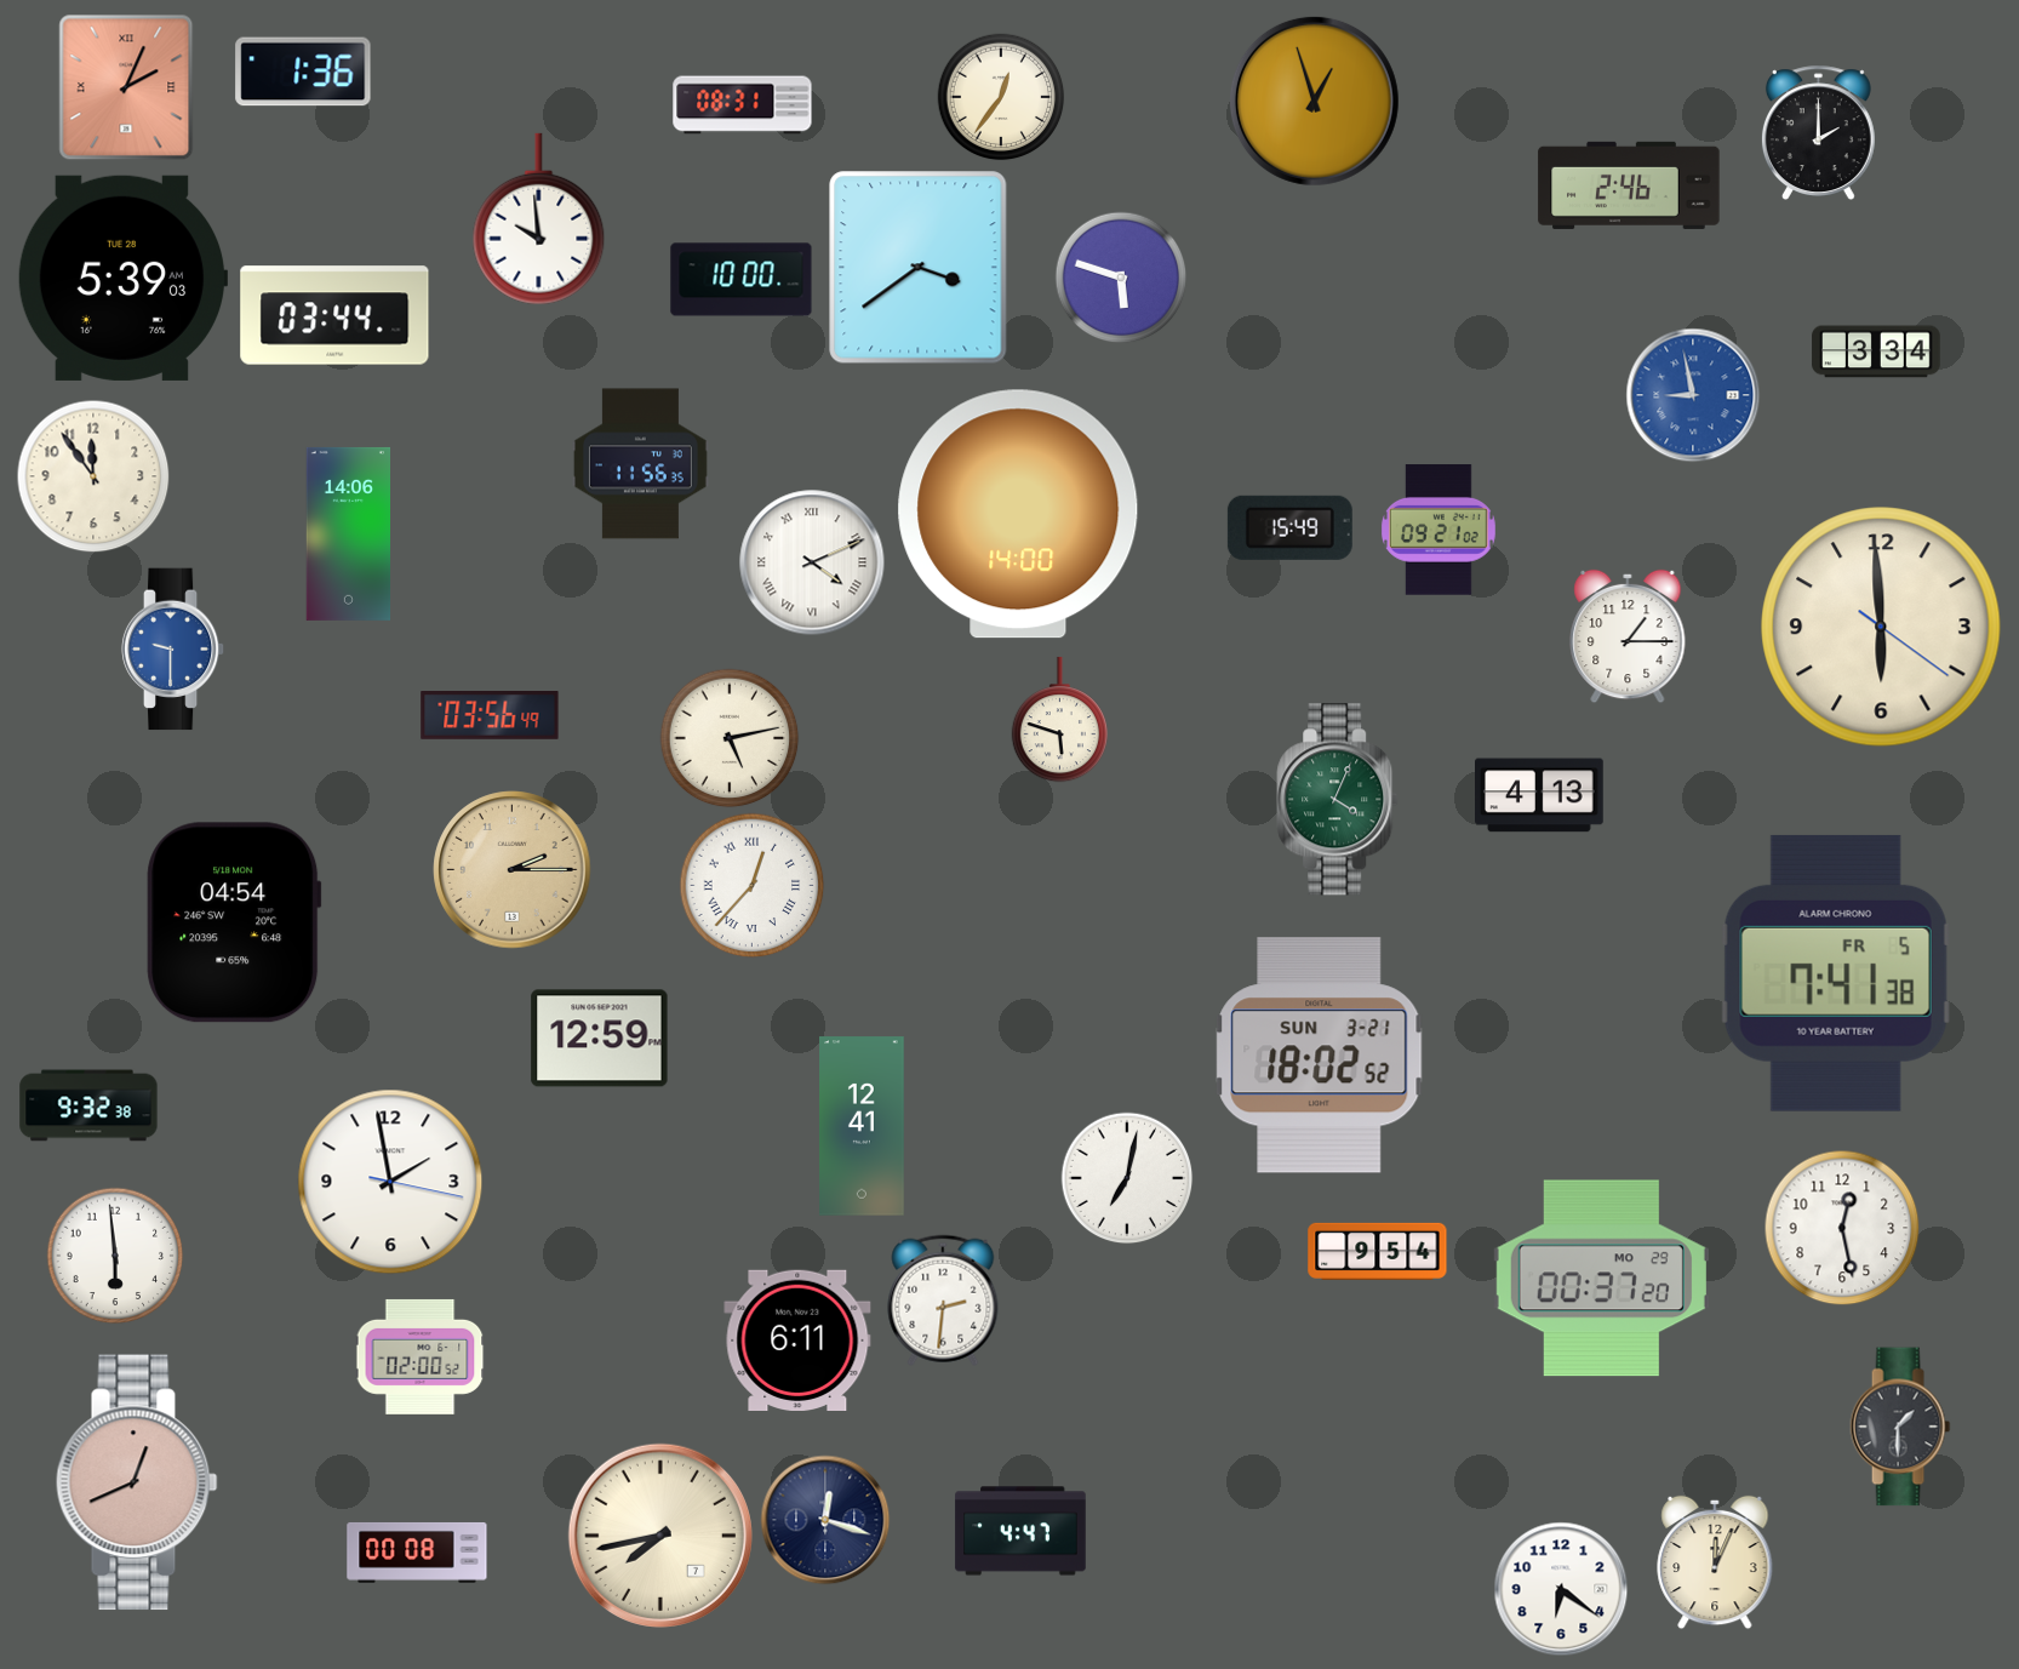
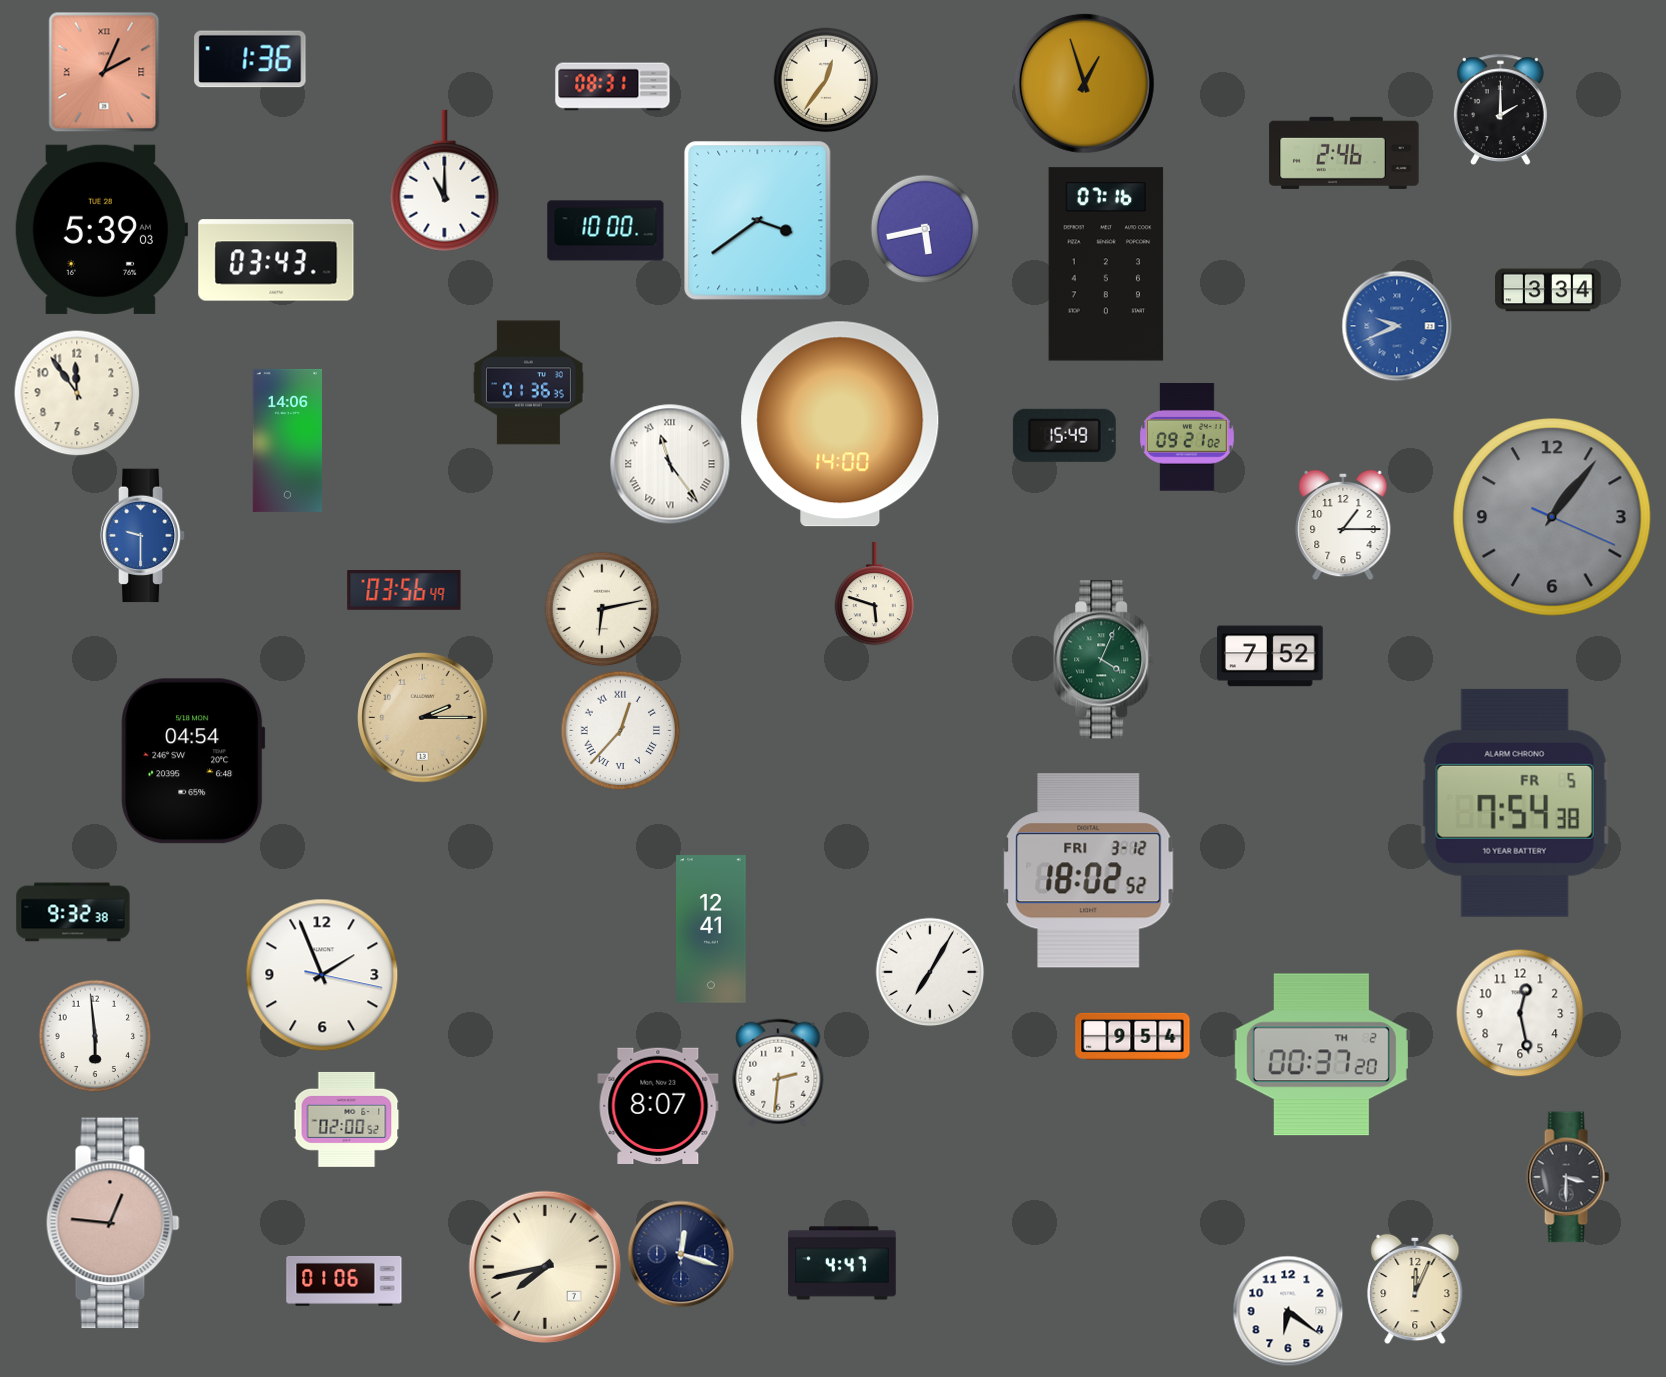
clock at (539, 219): 9:59 -> 11:00
clock at (1121, 278): 5:48 -> 5:43
clock at (742, 280) position: (742, 280) -> (606, 231)
clock at (334, 315): 03:44 -> 03:43
clock at (1106, 264): none -> 07:16
clock at (1693, 395): 8:58 -> 9:41
clock at (640, 464): 11:56 -> 01:36
clock at (812, 562): 4:11 -> 11:24
clock at (1881, 627): 5:59 -> 1:06
clock at (1881, 627) dial: cream -> grey
clock at (730, 738): 5:13 -> 6:13
clock at (1540, 795): 4:13 -> 7:52
clock at (1836, 973): 7:41 -> 7:54
clock at (600, 1039): 12:59 -> none
clock at (1320, 1056) date: SUN 3-21 -> FRI 3-12
clock at (1127, 1178): 7:02 -> 7:05
clock at (390, 1182): 1:58 -> 1:56
clock at (1378, 1251) position: (1378, 1251) -> (1133, 1036)
clock at (1601, 1279) date: MO 29 -> TH 2
clock at (797, 1339): 6:11 -> 8:07
clock at (1900, 1427): 1:30 -> 3:30
clock at (137, 1482): 12:41 -> 12:46
clock at (417, 1553): 00:08 -> 01:06
